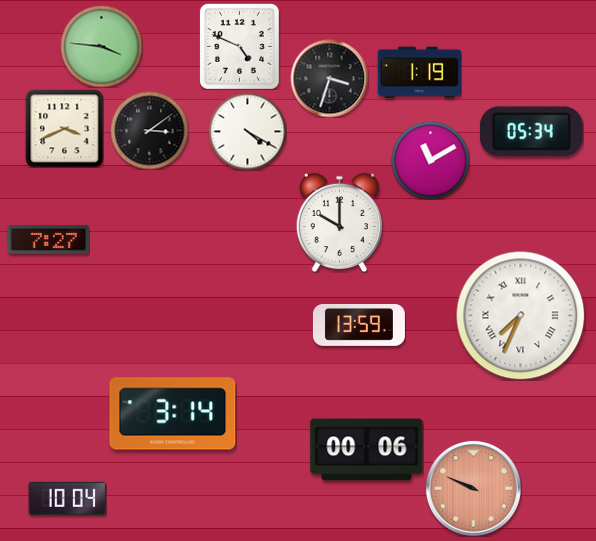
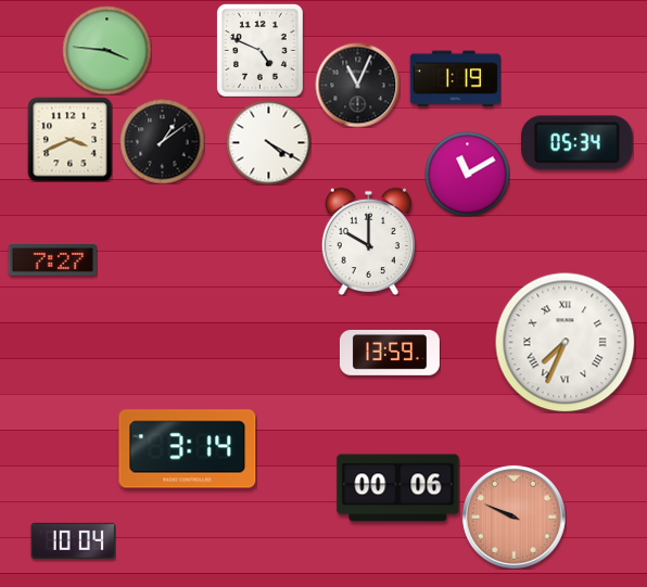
clock at (101, 46) position: (101, 46) -> (106, 50)
clock at (329, 78): 3:33 -> 11:04
clock at (149, 130): 3:09 -> 1:09
clock at (473, 488) position: (473, 488) -> (513, 516)
